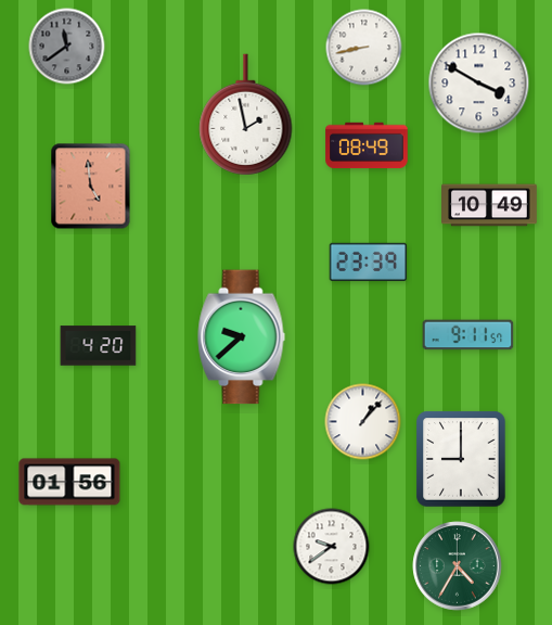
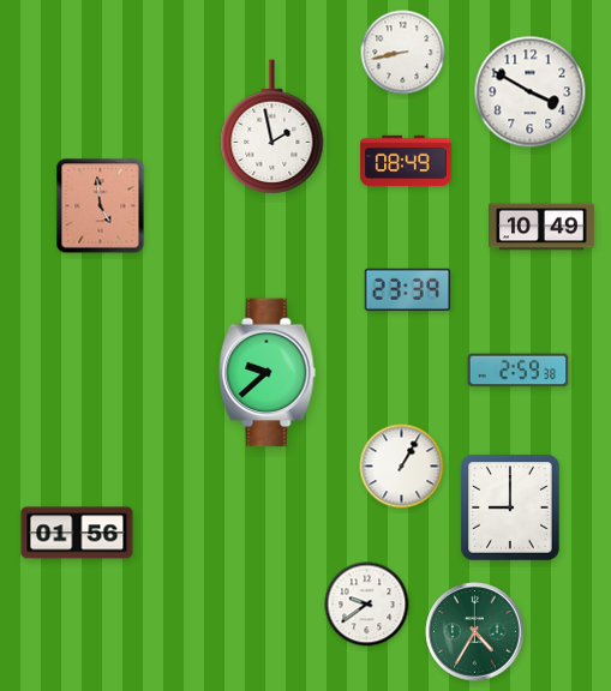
clock at (67, 47): 11:39 -> none
clock at (468, 335): 9:11 -> 2:59
clock at (99, 346): 4:20 -> none
clock at (363, 422): 1:07 -> 1:05
clock at (458, 566) position: (458, 566) -> (475, 632)
